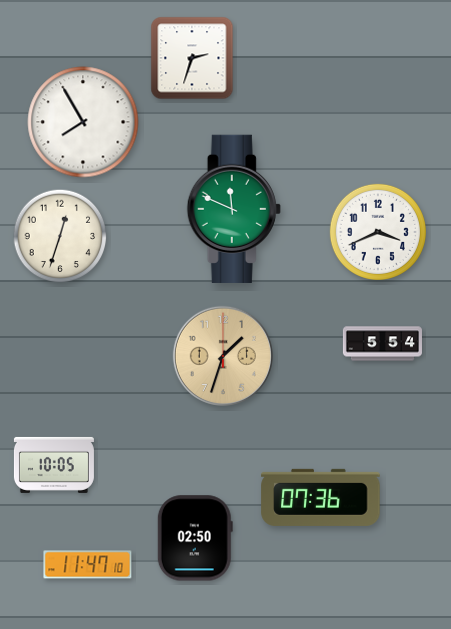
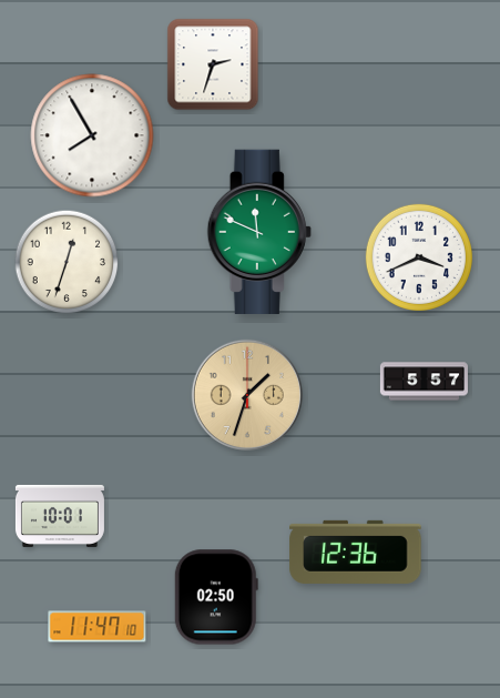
clock at (382, 344): 5:54 -> 5:57
clock at (54, 465): 10:05 -> 10:01
clock at (321, 497): 07:36 -> 12:36
